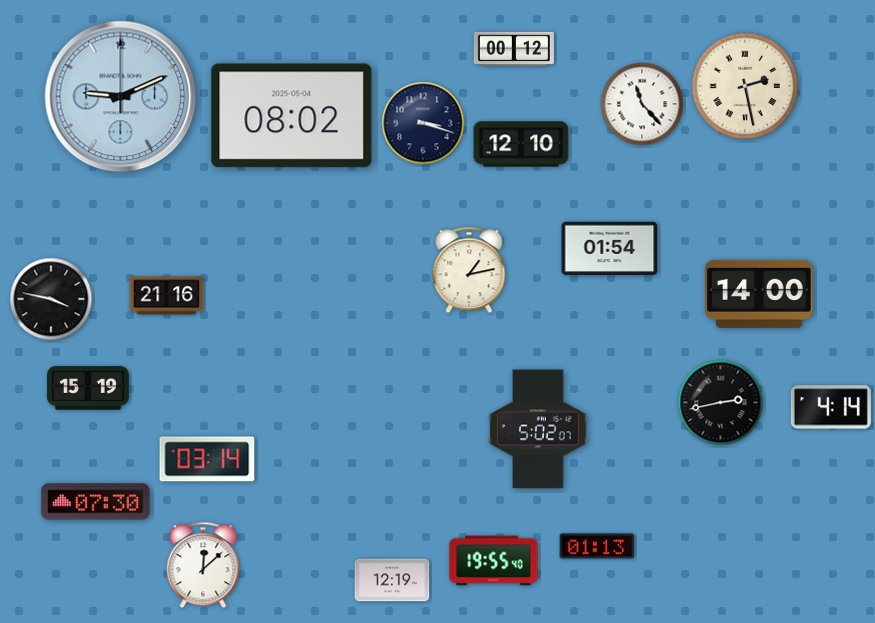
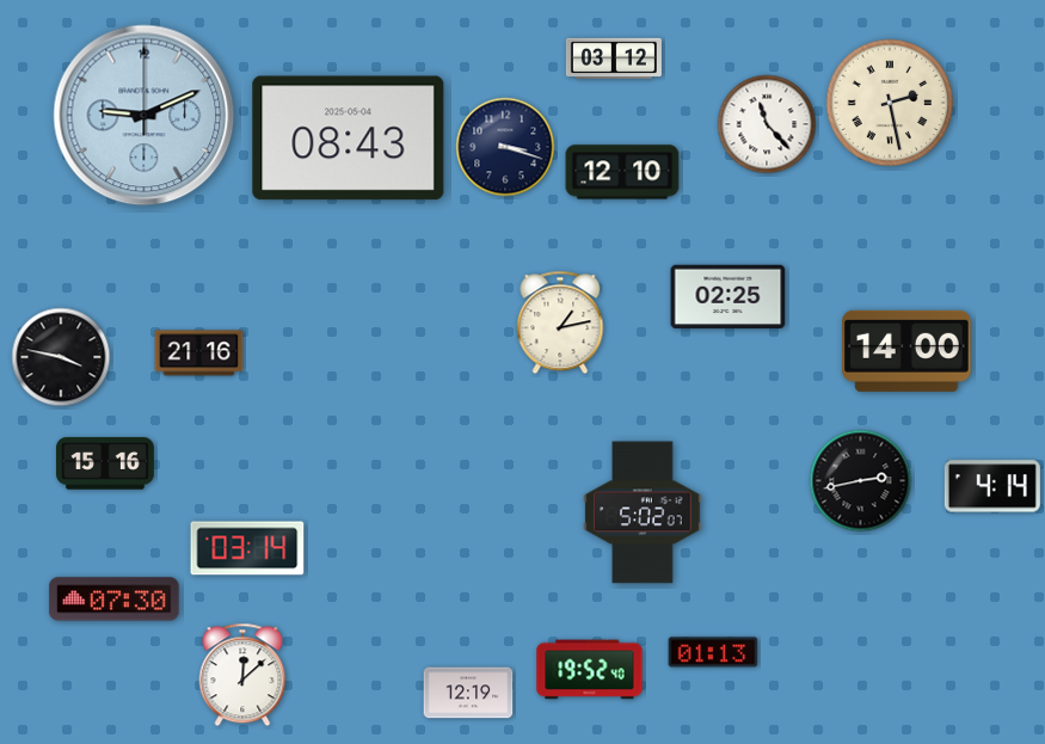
clock at (514, 49): 00:12 -> 03:12
clock at (292, 116): 08:02 -> 08:43
clock at (610, 249): 01:54 -> 02:25
clock at (89, 388): 15:19 -> 15:16
clock at (494, 561): 19:55 -> 19:52
